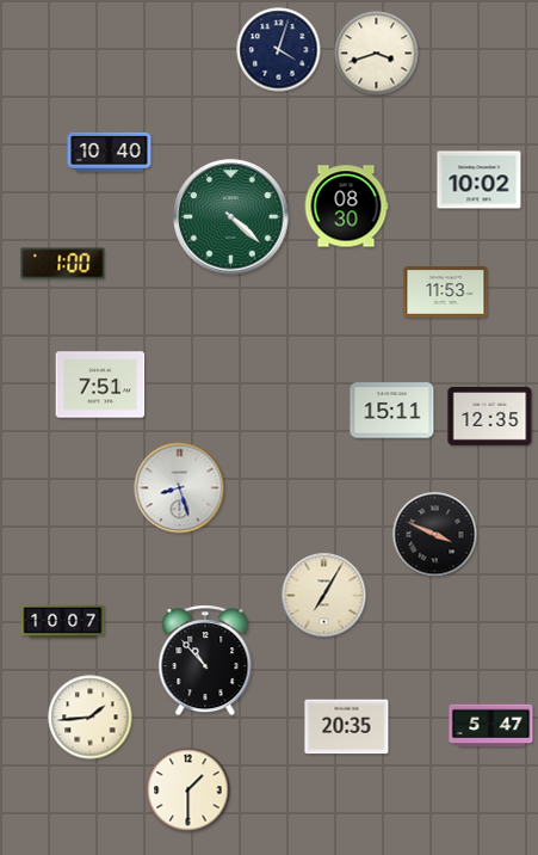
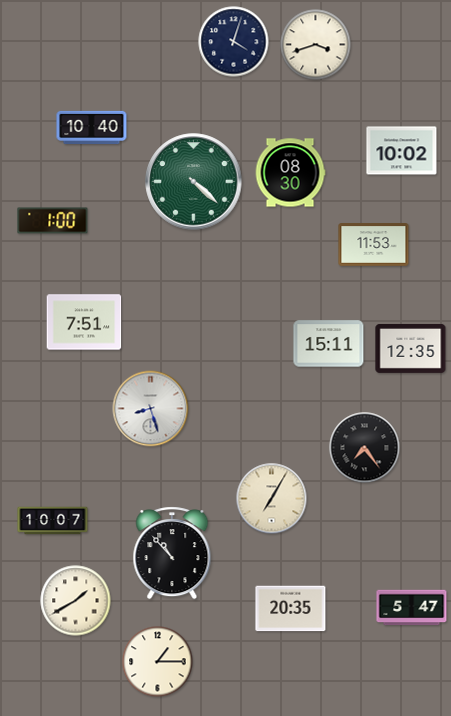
clock at (435, 535): 3:49 -> 7:24
clock at (91, 718): 1:44 -> 1:40
clock at (188, 791): 1:30 -> 1:15
